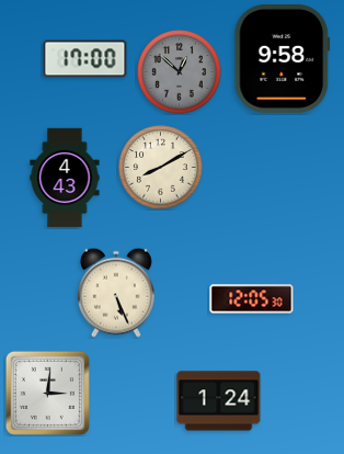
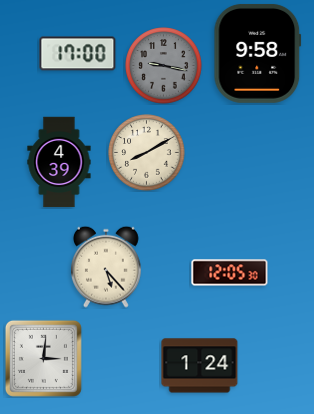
clock at (180, 72): 12:52 -> 9:17
clock at (65, 178): 4:43 -> 4:39
clock at (116, 293): 5:26 -> 5:23
